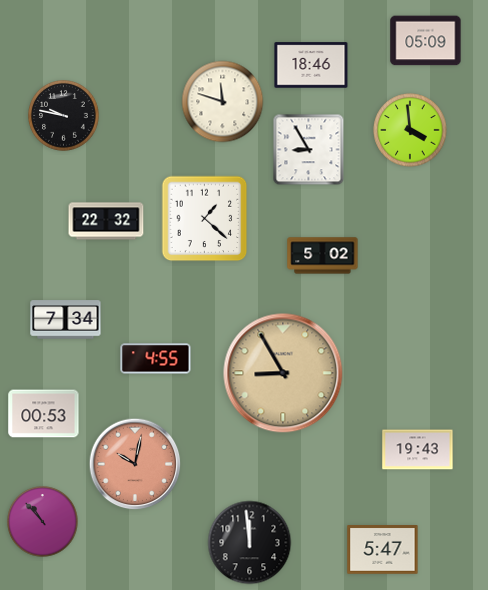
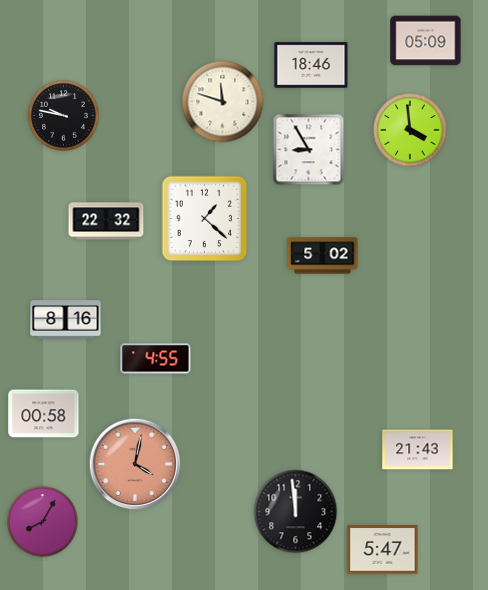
clock at (66, 320): 7:34 -> 8:16
clock at (283, 373): 8:55 -> none
clock at (44, 414): 00:53 -> 00:58
clock at (418, 450): 19:43 -> 21:43
clock at (135, 464): 10:02 -> 4:02
clock at (43, 522): 10:53 -> 8:05
clock at (250, 543) position: (250, 543) -> (296, 512)
